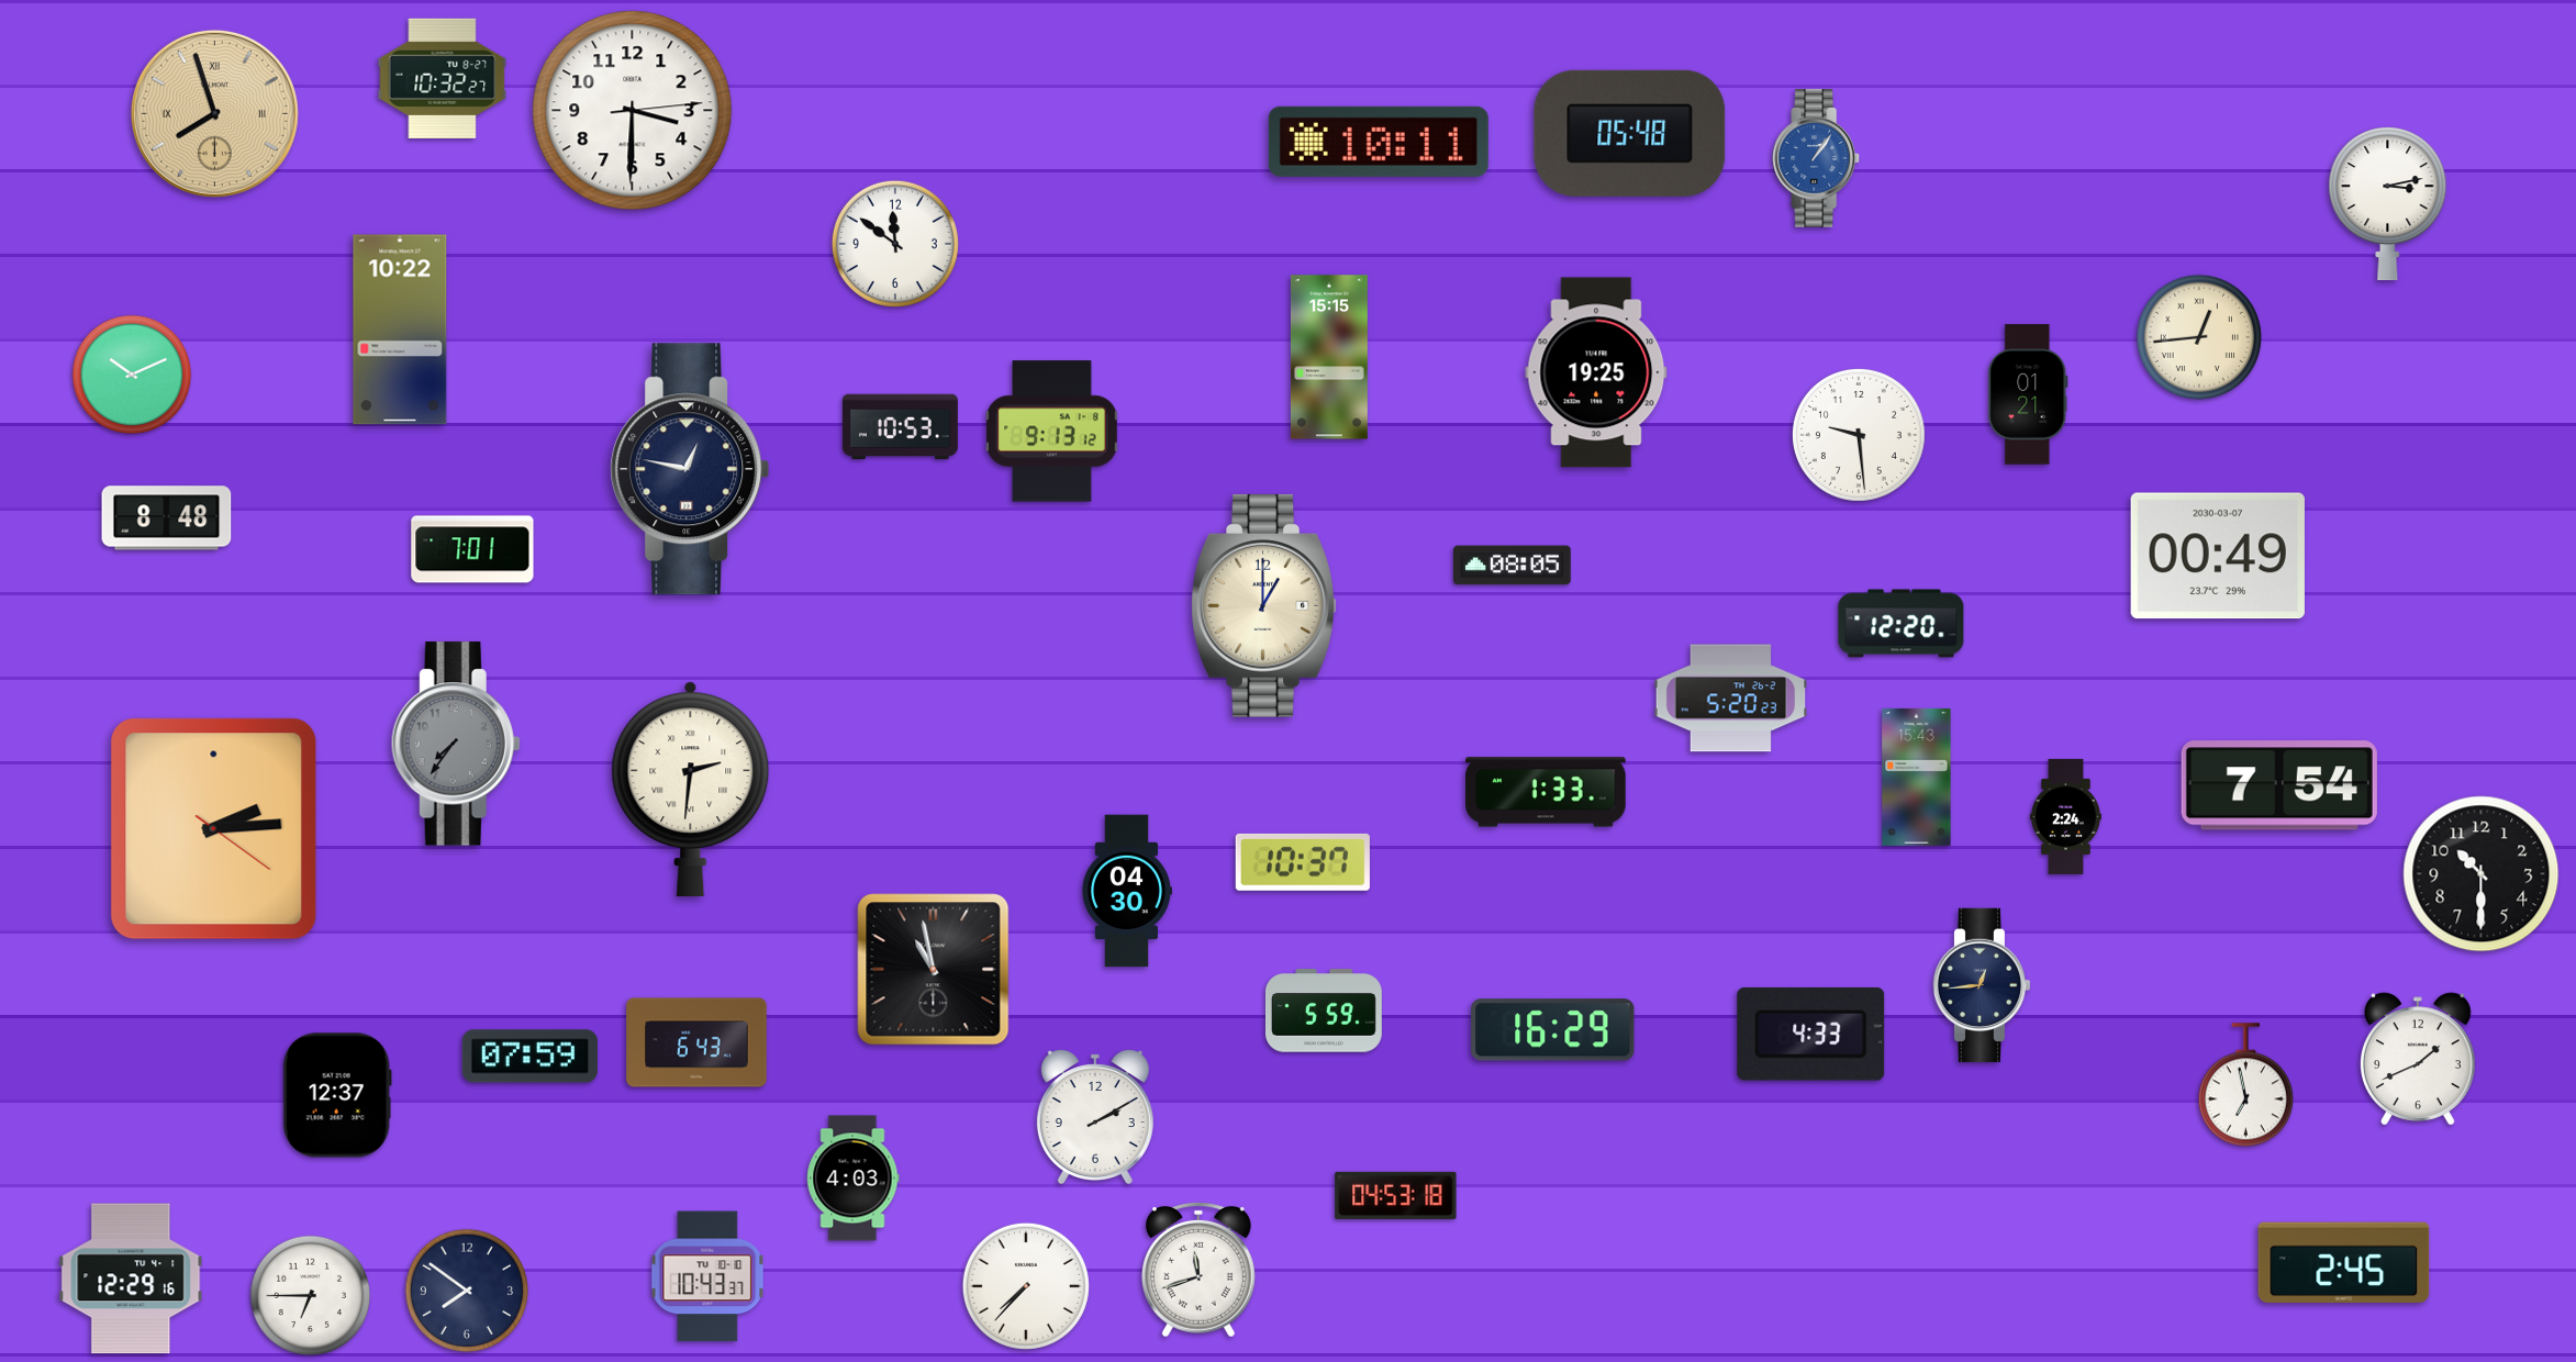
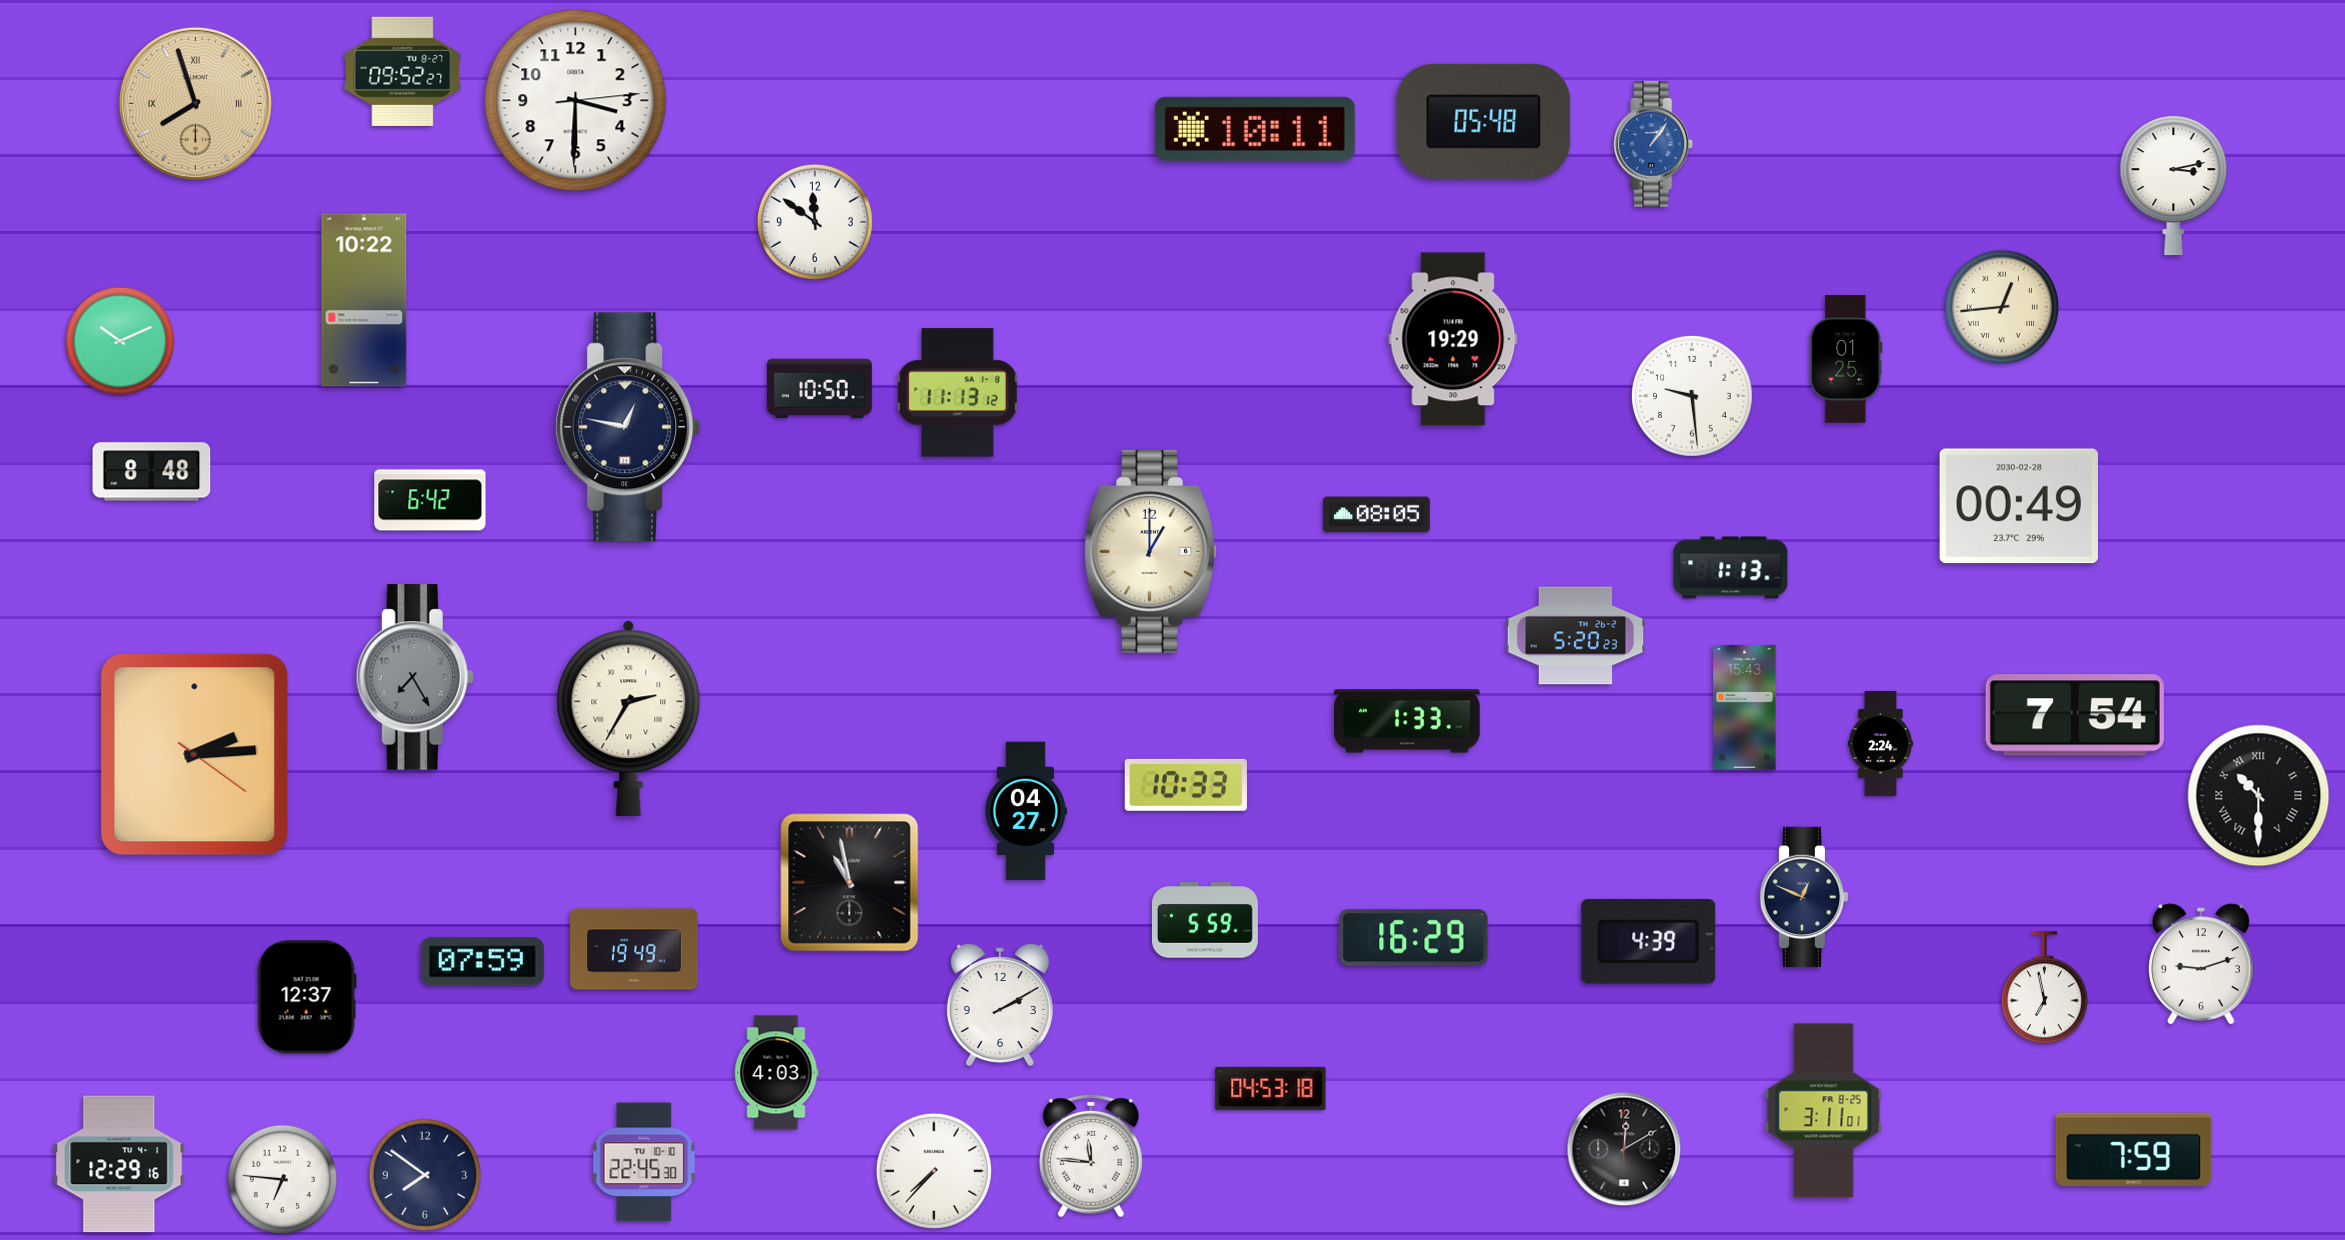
clock at (443, 78): 10:32 -> 09:52
clock at (1329, 357): 15:15 -> none
clock at (1596, 372): 19:25 -> 19:29
clock at (2028, 394): 01:21 -> 01:25
clock at (900, 426): 10:53 -> 10:50
clock at (1052, 432): 9:13 -> 11:13
clock at (472, 549): 7:01 -> 6:42
clock at (2218, 556) date: 2030-03-07 -> 2030-02-28
clock at (1902, 624): 12:20 -> 1:13
clock at (456, 744): 7:36 -> 7:25
clock at (691, 790): 2:31 -> 2:35
clock at (1303, 862): 10:37 -> 10:33
clock at (2482, 874) numerals: Arabic -> Roman
clock at (1126, 891): 04:30 -> 04:27
clock at (1982, 985): 12:44 -> 12:49
clock at (1811, 1034): 4:33 -> 4:39
clock at (696, 1042): 6:43 -> 19:49
clock at (2419, 1059): 1:41 -> 9:12
clock at (1095, 1117) position: (1095, 1117) -> (1000, 1005)
clock at (1824, 1111): none -> 3:11
clock at (1624, 1149): none -> 12:10
clock at (2344, 1263): 2:45 -> 7:59
clock at (1200, 1270): 11:42 -> 11:46
clock at (707, 1276): 10:43 -> 22:45
clock at (311, 1296): 6:45 -> 6:46
